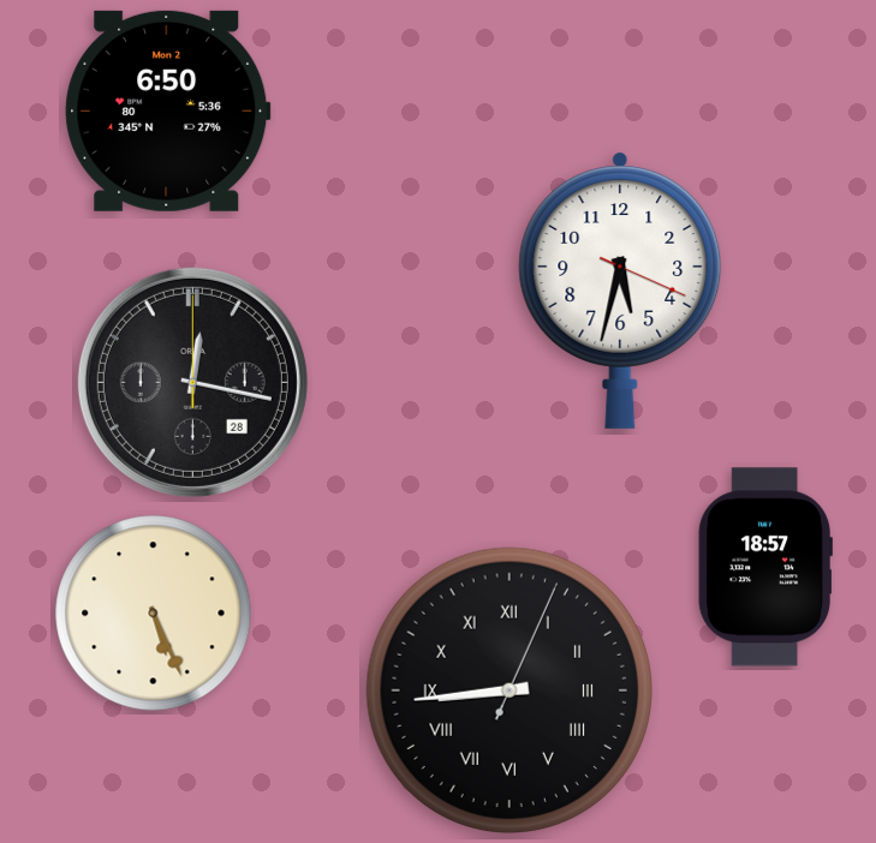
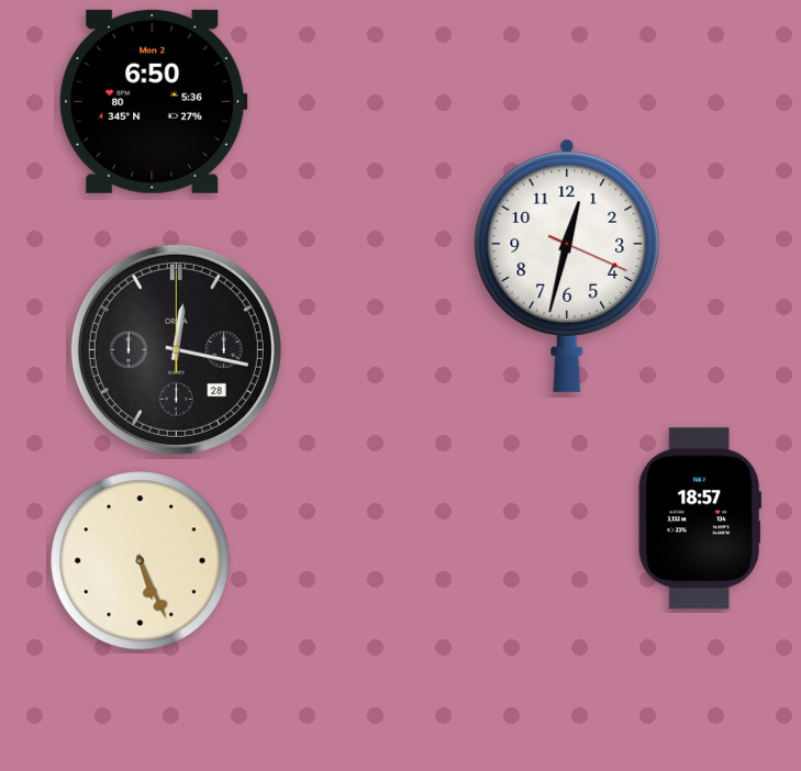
clock at (620, 291): 5:32 -> 12:32
clock at (509, 690): 8:44 -> none
